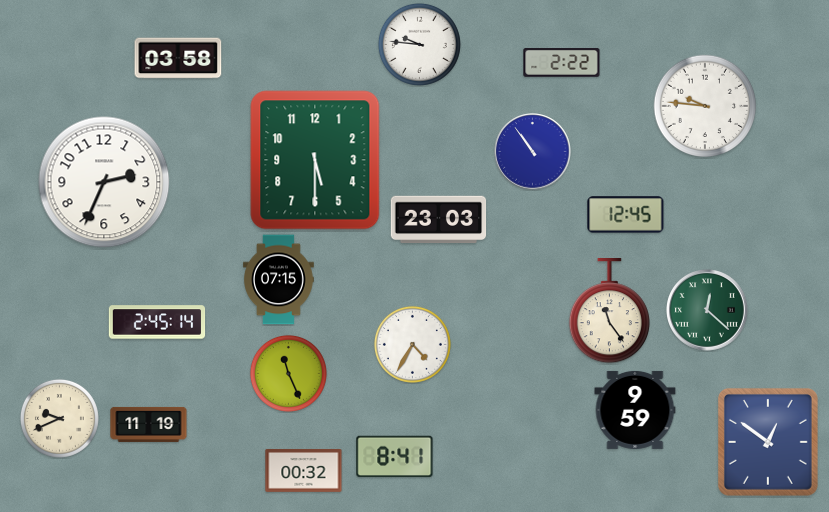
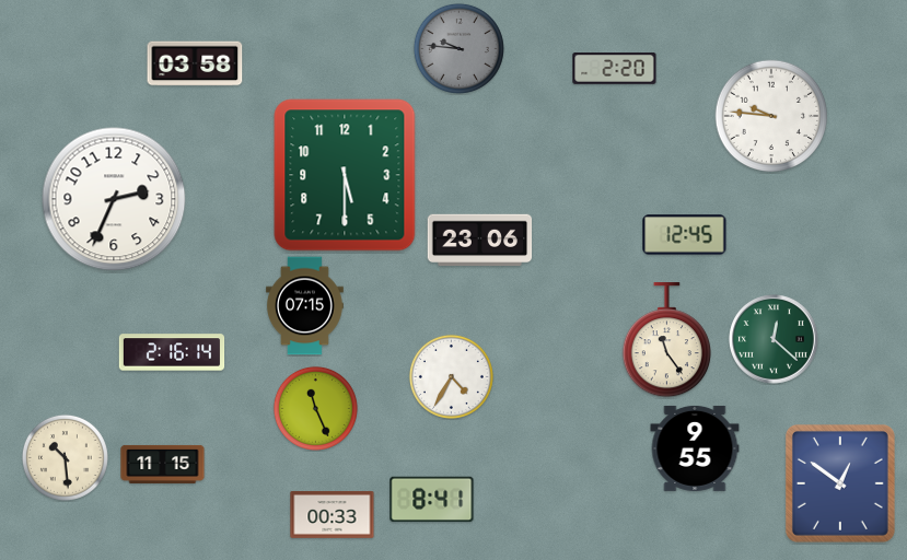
clock at (419, 44) dial: white -> grey
clock at (562, 63): 2:22 -> 2:20
clock at (533, 152): 10:54 -> none
clock at (439, 220): 23:03 -> 23:06
clock at (157, 322): 2:45 -> 2:16
clock at (635, 410): 9:59 -> 9:55
clock at (59, 418): 9:41 -> 10:29
clock at (149, 424): 11:19 -> 11:15
clock at (304, 470): 00:32 -> 00:33
